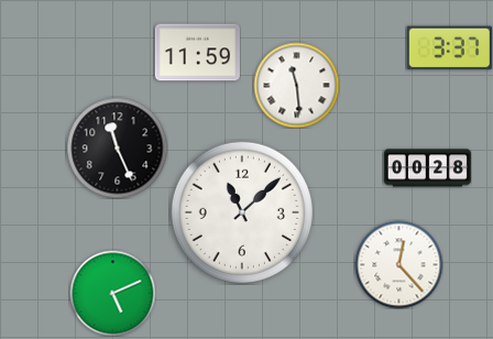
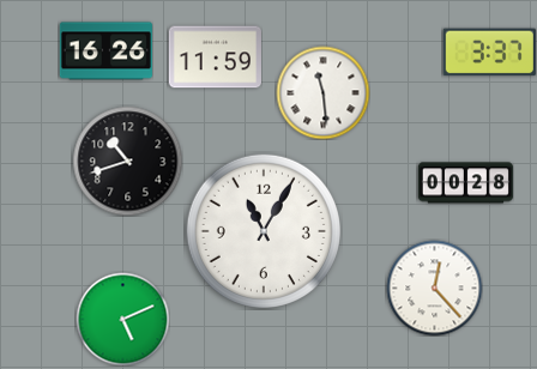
clock at (105, 52): none -> 16:26
clock at (117, 147): 11:26 -> 10:42
clock at (242, 212): 11:08 -> 11:05
